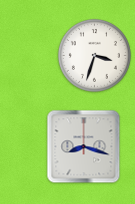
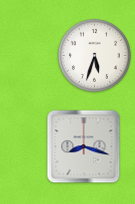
clock at (94, 55): 3:33 -> 5:33
